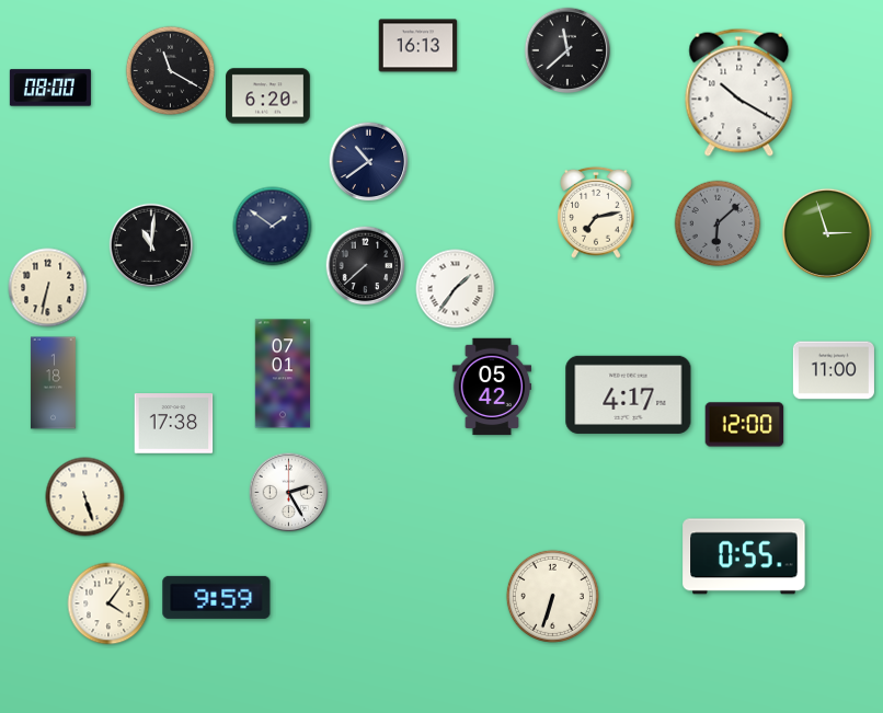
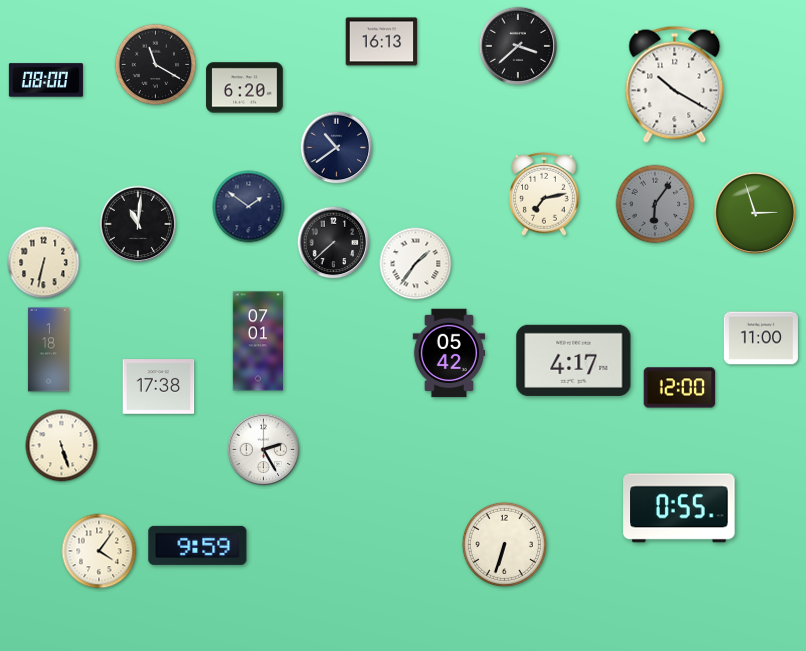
clock at (567, 50): 11:38 -> 3:38
clock at (718, 223): 6:08 -> 6:06
clock at (85, 497) position: (85, 497) -> (62, 446)
